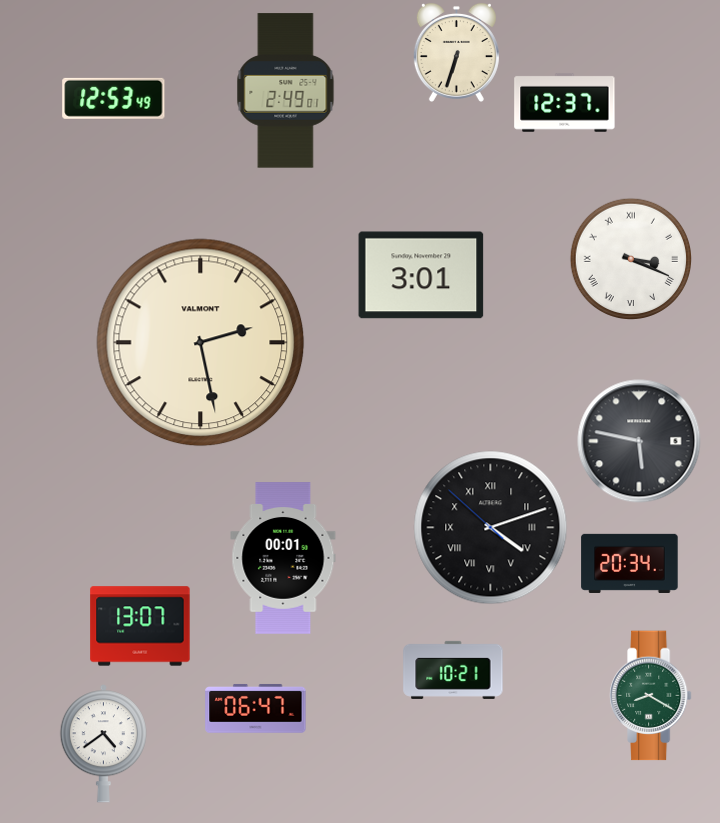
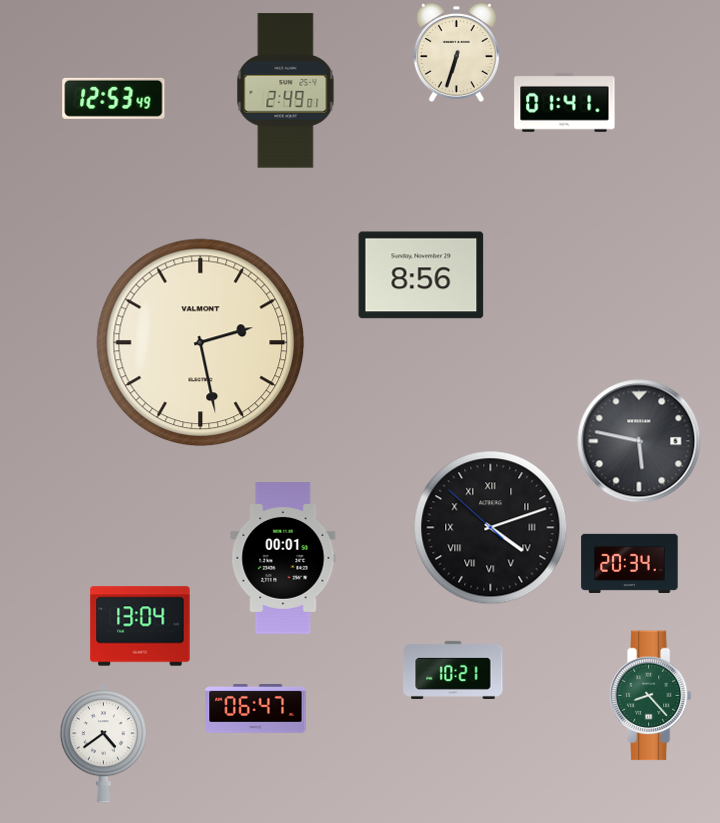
clock at (565, 102): 12:37 -> 01:41
clock at (630, 258): 3:19 -> none
clock at (421, 275): 3:01 -> 8:56
clock at (140, 626): 13:07 -> 13:04
clock at (650, 696): 8:20 -> 8:23
